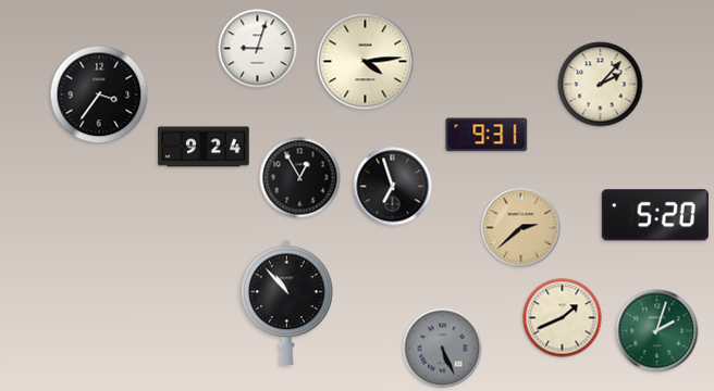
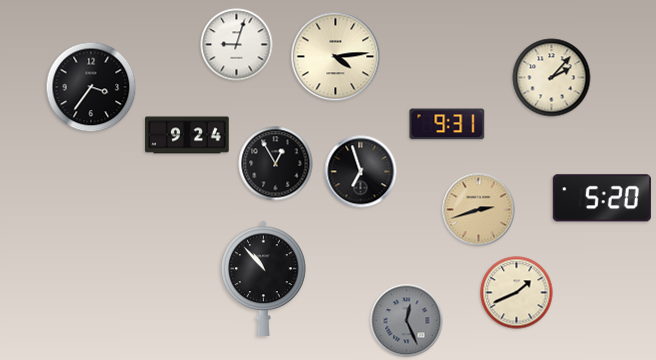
clock at (521, 228): 2:38 -> 2:42
clock at (657, 331): 2:03 -> none
clock at (443, 349): 5:26 -> 12:26
